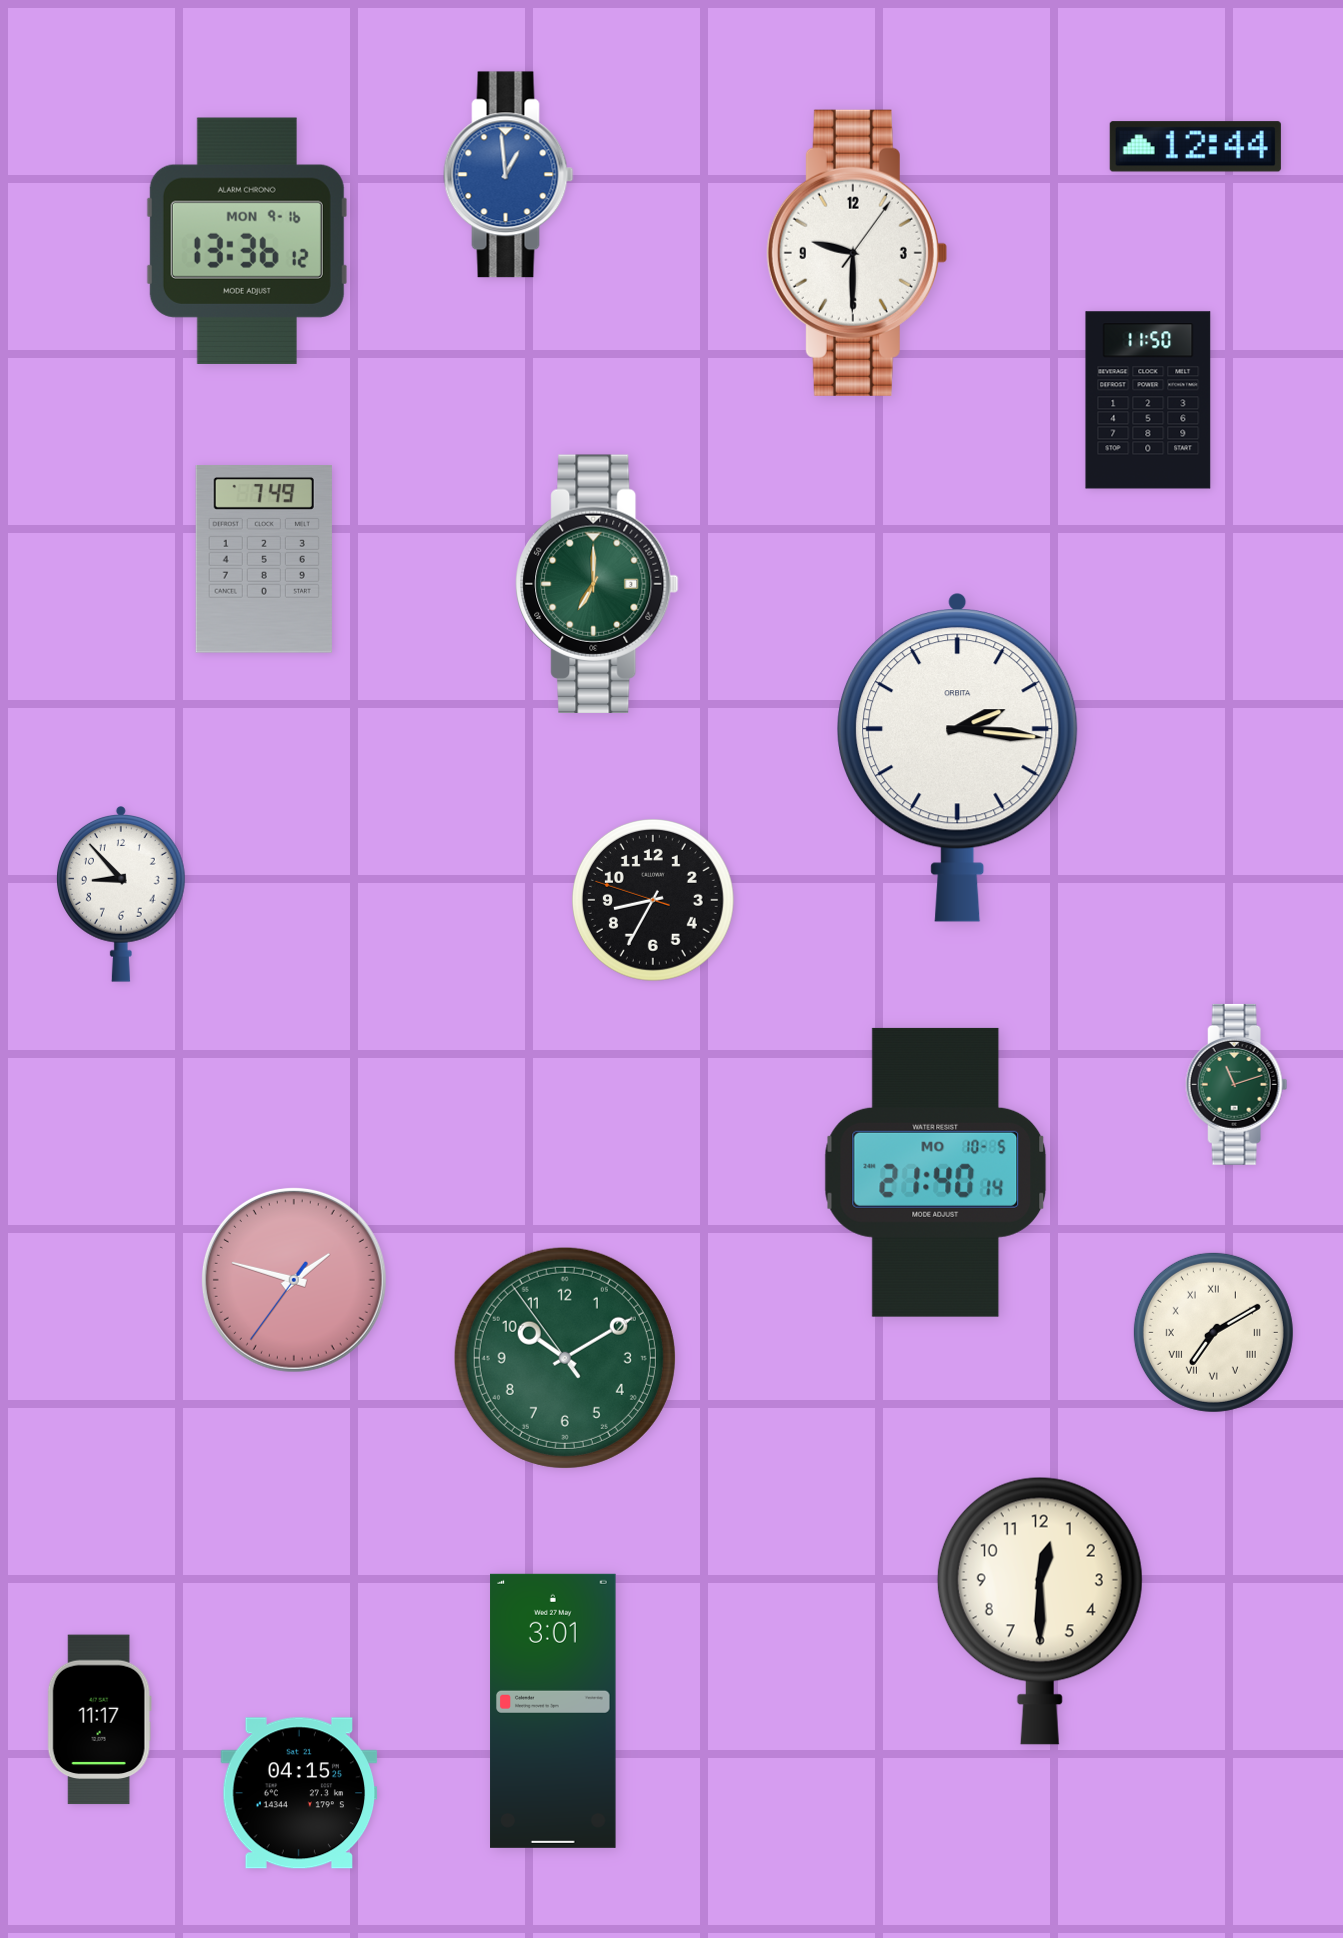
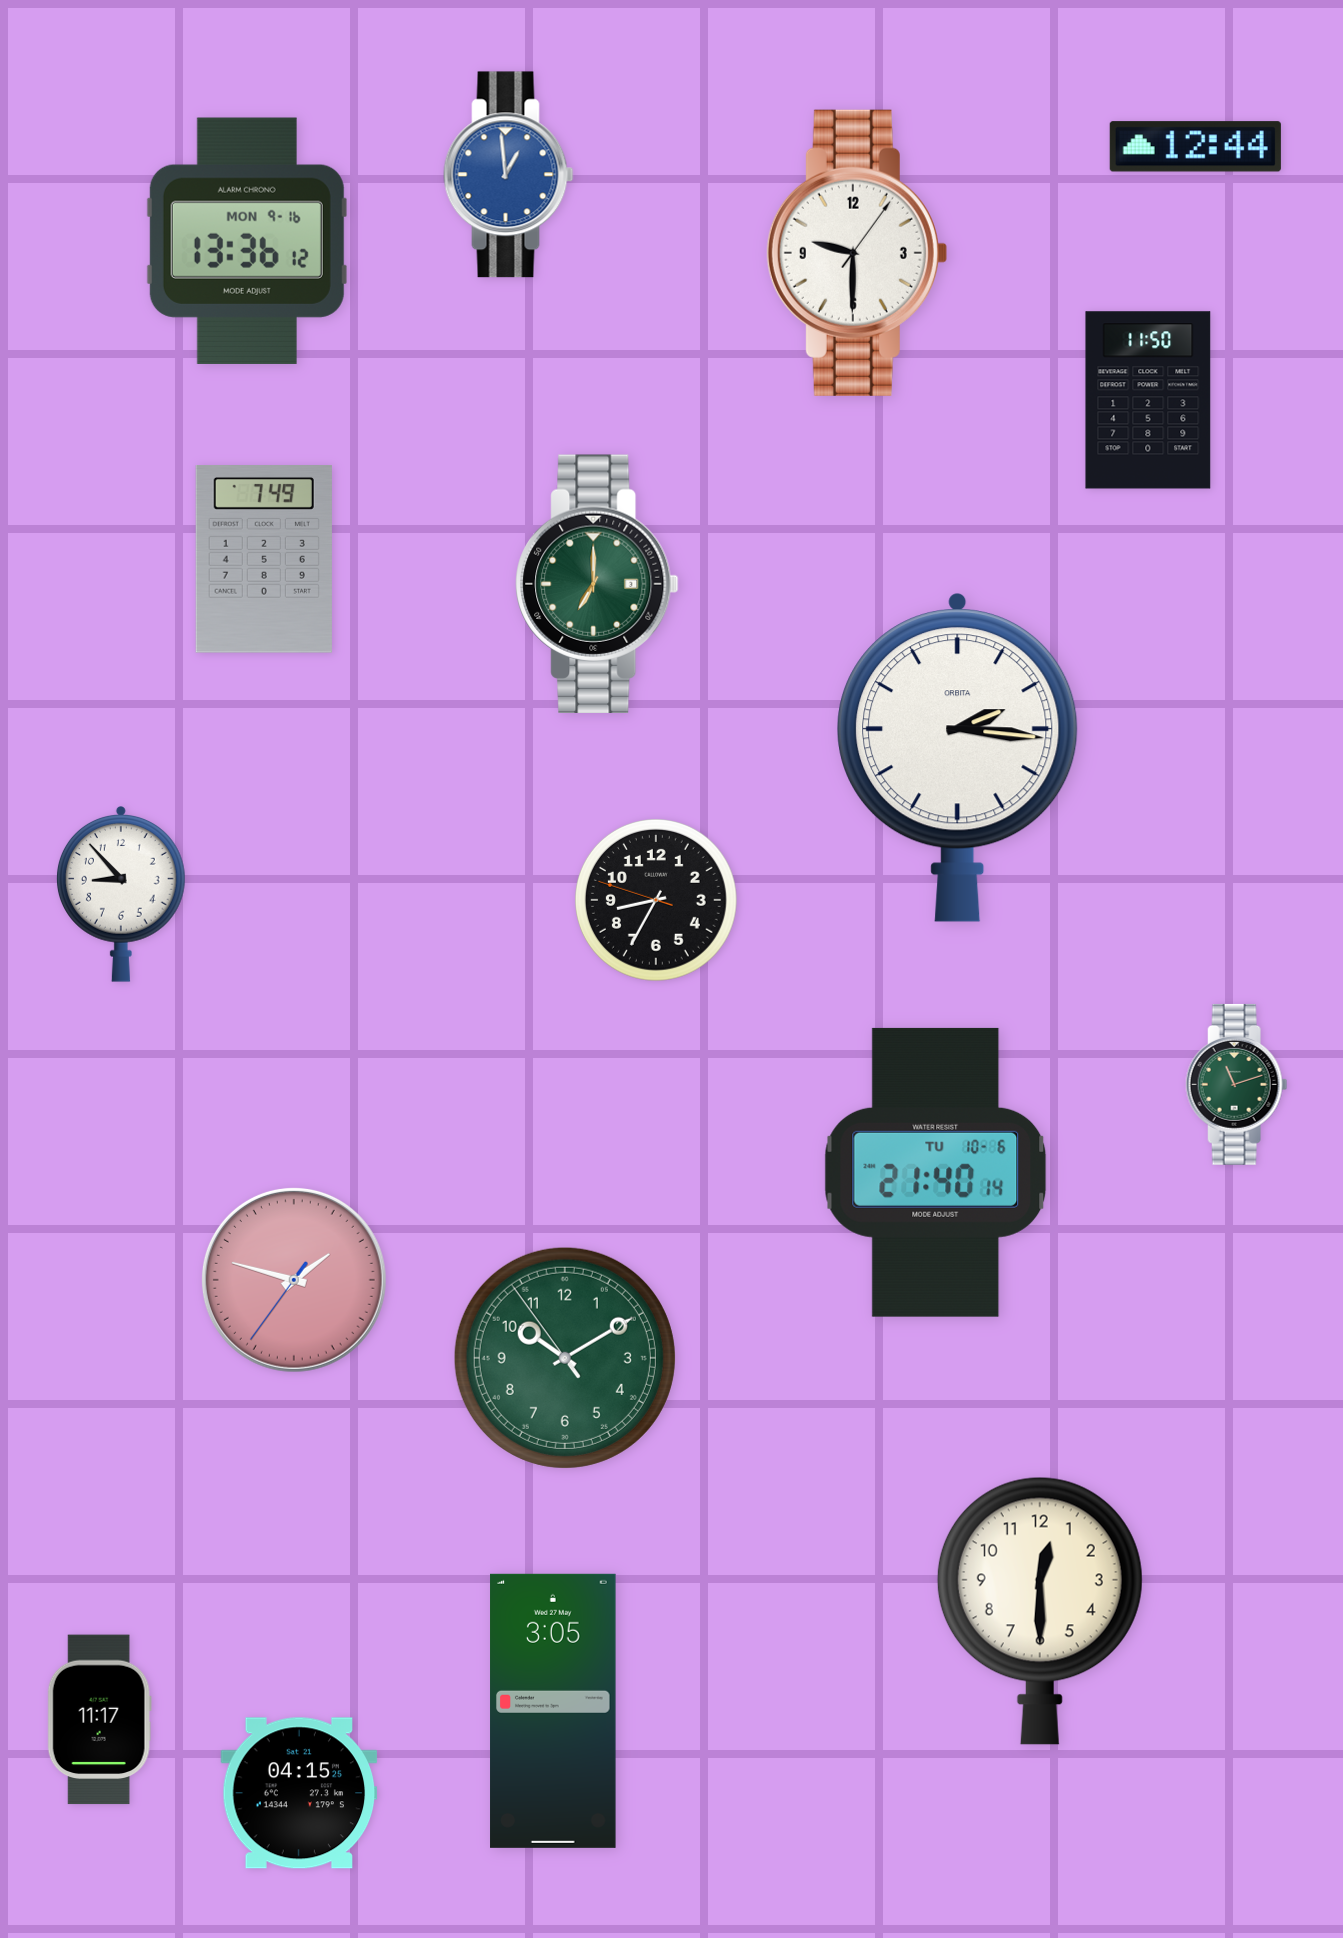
clock at (653, 900) position: (653, 900) -> (656, 900)
clock at (936, 1172) date: MO 10-5 -> TU 10-6
clock at (1213, 1332): 7:10 -> none
clock at (553, 1711): 3:01 -> 3:05
